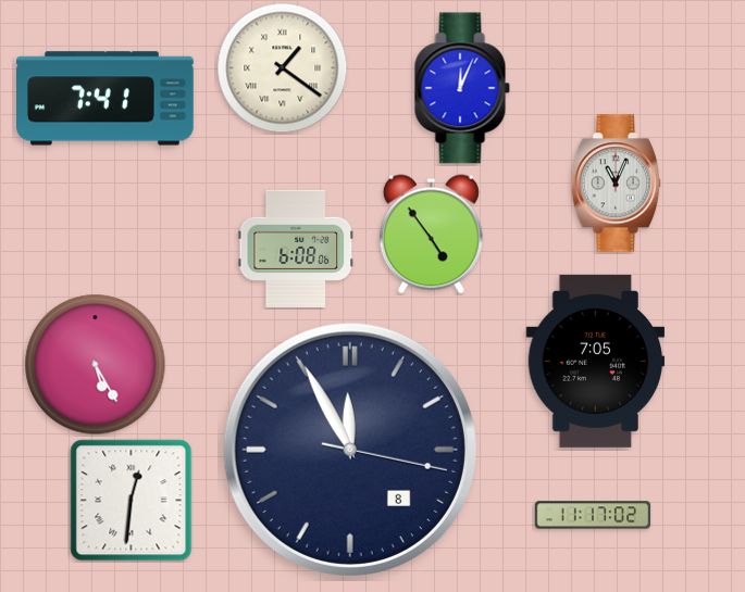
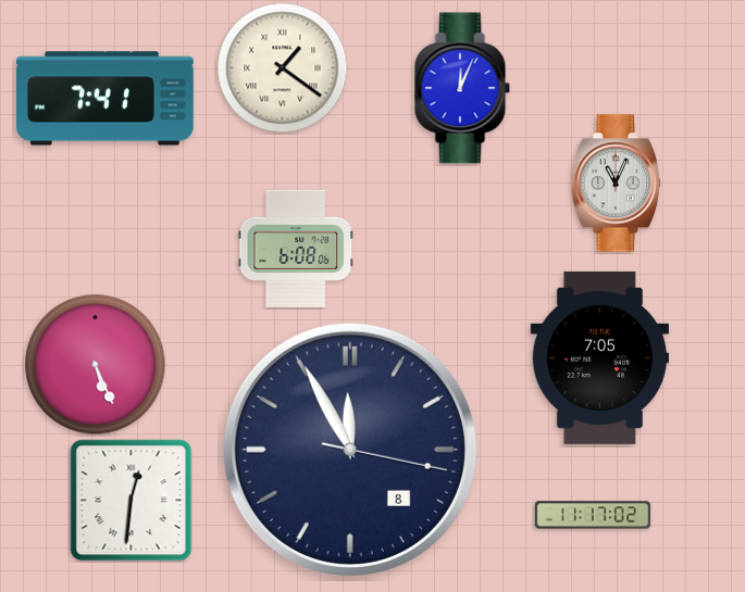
clock at (431, 235): 4:54 -> none
clock at (596, 361) position: (596, 361) -> (600, 357)
clock at (96, 365): 5:25 -> 5:26
